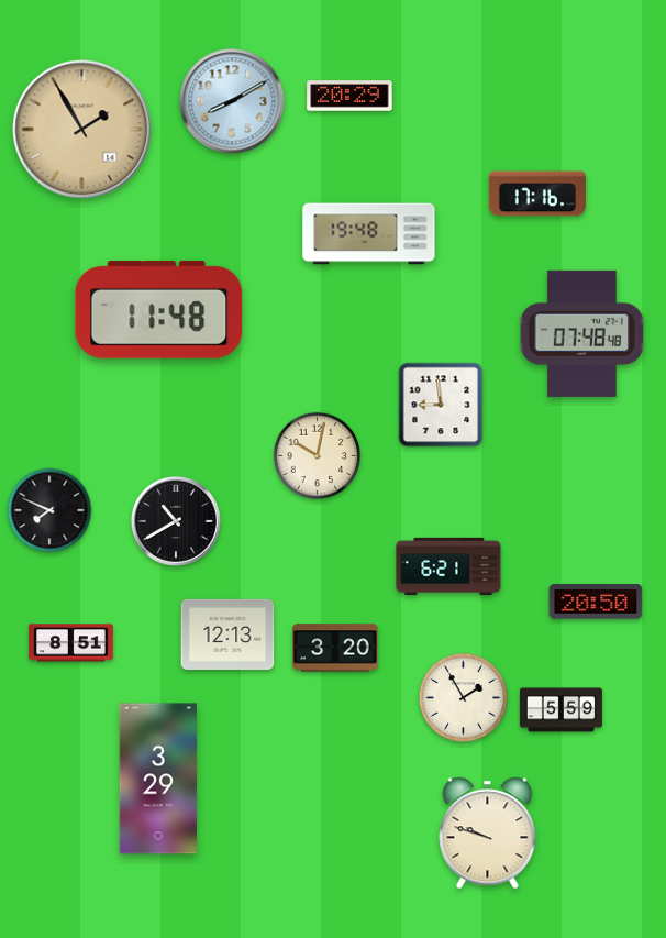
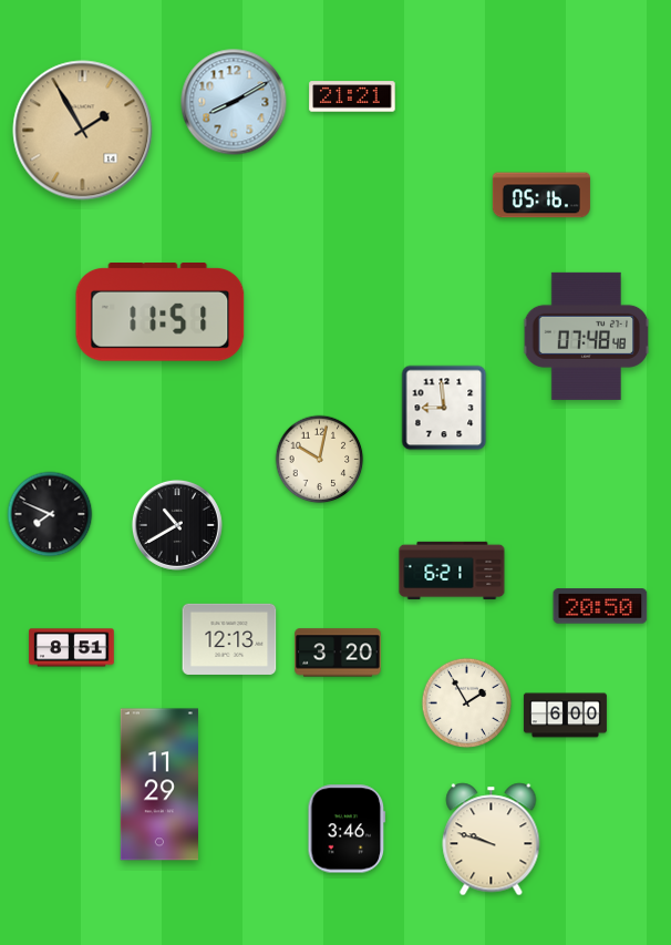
clock at (349, 96): 20:29 -> 21:21
clock at (537, 194): 17:16 -> 05:16
clock at (369, 234): 19:48 -> none
clock at (159, 310): 11:48 -> 11:51
clock at (560, 710): 5:59 -> 6:00
clock at (158, 779): 3:29 -> 11:29
clock at (347, 829): none -> 3:46
